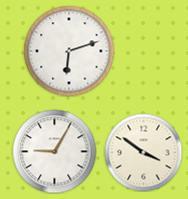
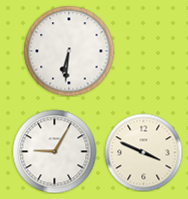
clock at (69, 51): 6:12 -> 6:31
clock at (143, 152): 3:51 -> 3:49
